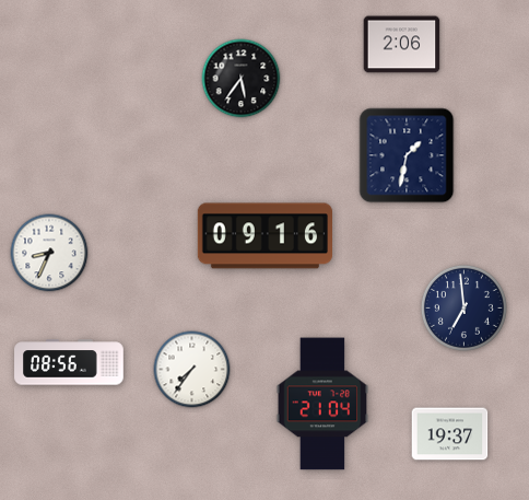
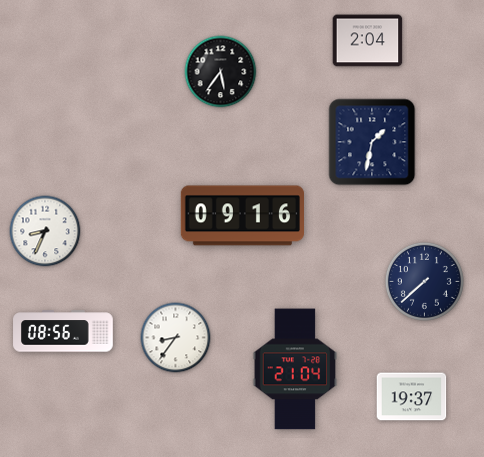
clock at (402, 45): 2:06 -> 2:04
clock at (463, 307): 6:59 -> 7:38
clock at (192, 370): 7:36 -> 8:36
